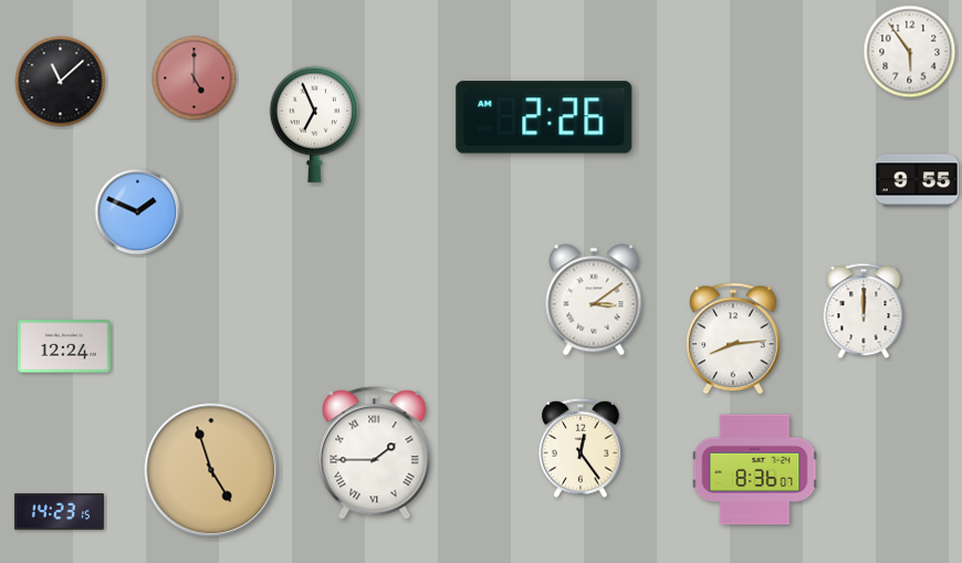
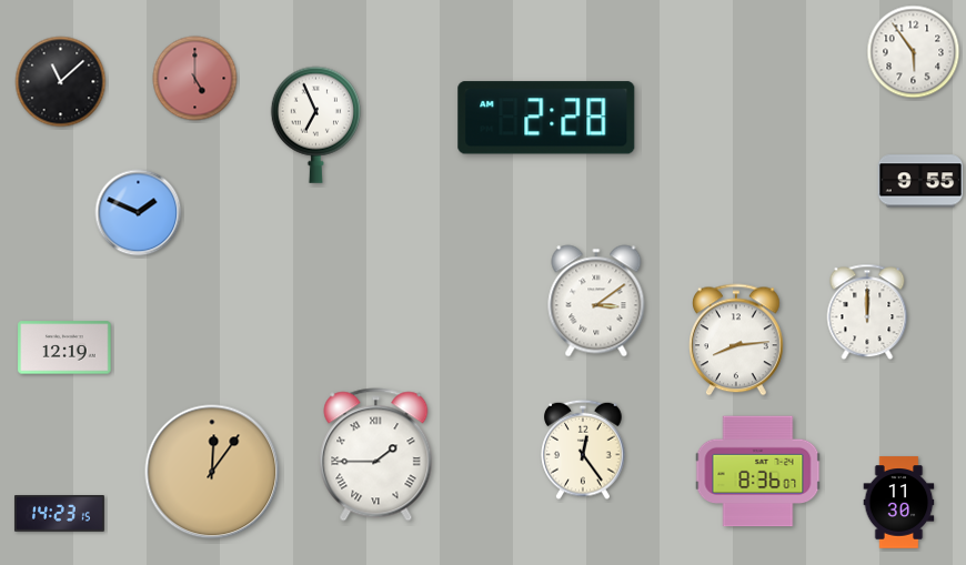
clock at (544, 117): 2:26 -> 2:28
clock at (64, 346): 12:24 -> 12:19
clock at (211, 470): 4:57 -> 12:06
clock at (899, 503): none -> 11:30
